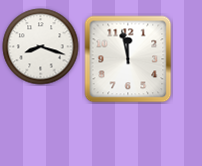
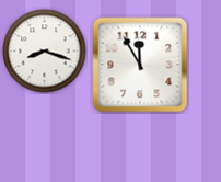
clock at (128, 59): 11:58 -> 11:55
